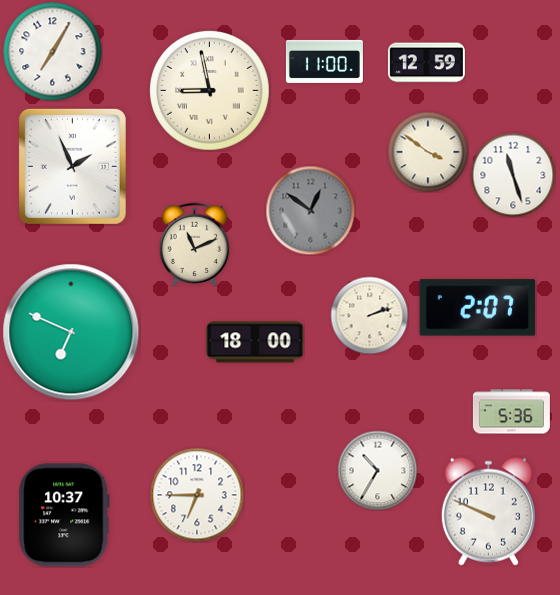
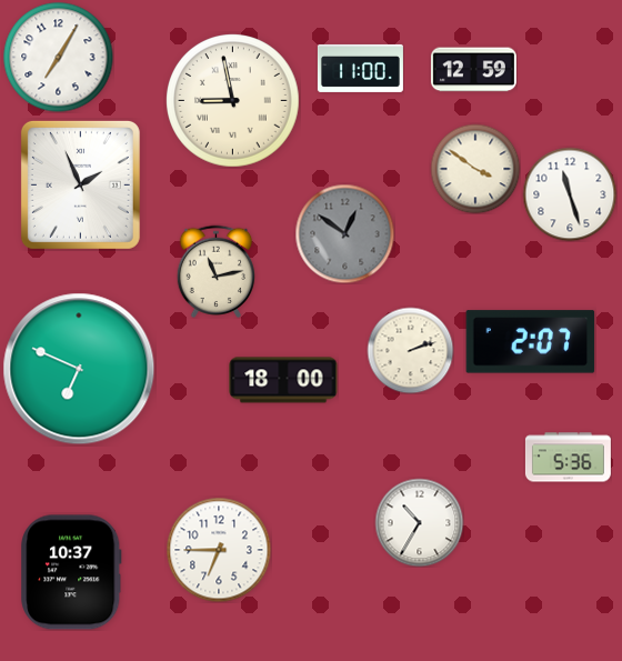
clock at (195, 244): 11:11 -> 11:13
clock at (488, 511): 9:49 -> none
